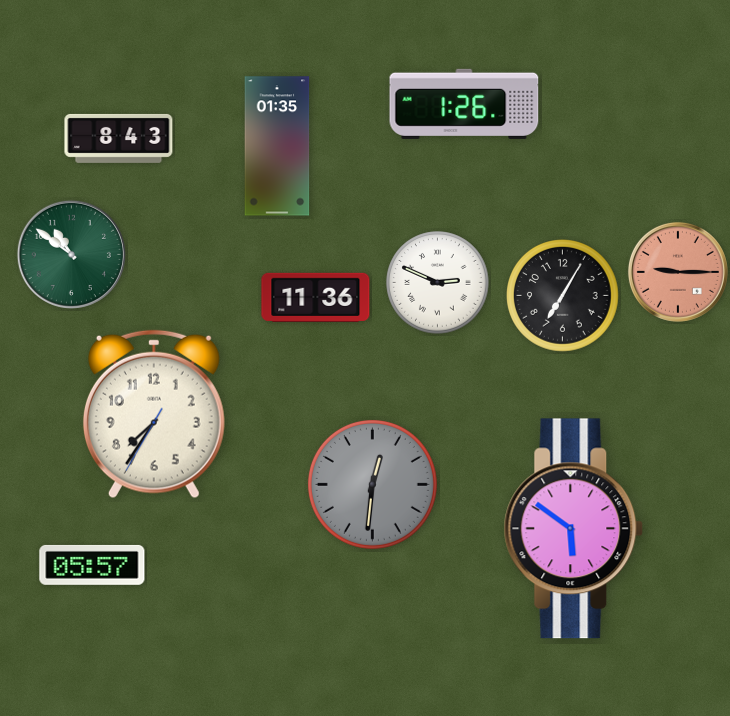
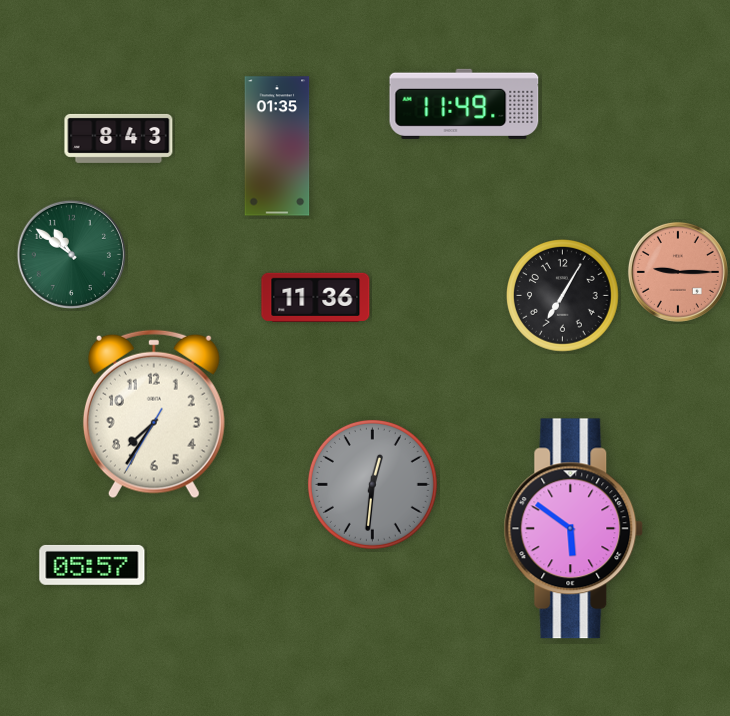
clock at (464, 104): 1:26 -> 11:49
clock at (438, 283): 2:49 -> none
